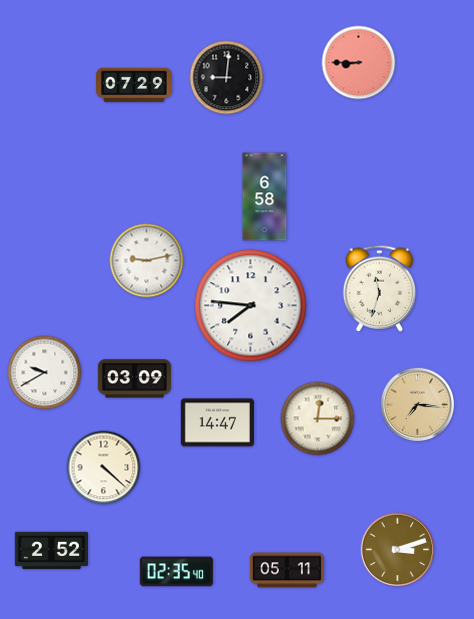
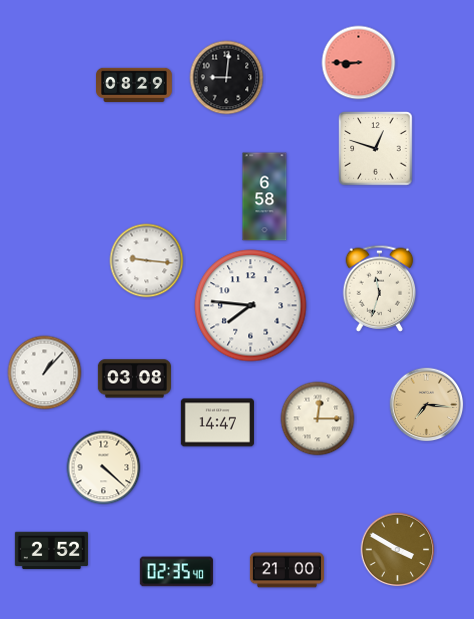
clock at (135, 85): 07:29 -> 08:29
clock at (376, 149): none -> 12:48
clock at (147, 261): 9:13 -> 9:16
clock at (45, 373): 9:40 -> 1:07
clock at (134, 379): 03:09 -> 03:08
clock at (418, 405) position: (418, 405) -> (427, 405)
clock at (398, 550): 3:12 -> 3:50
clock at (287, 570): 05:11 -> 21:00
